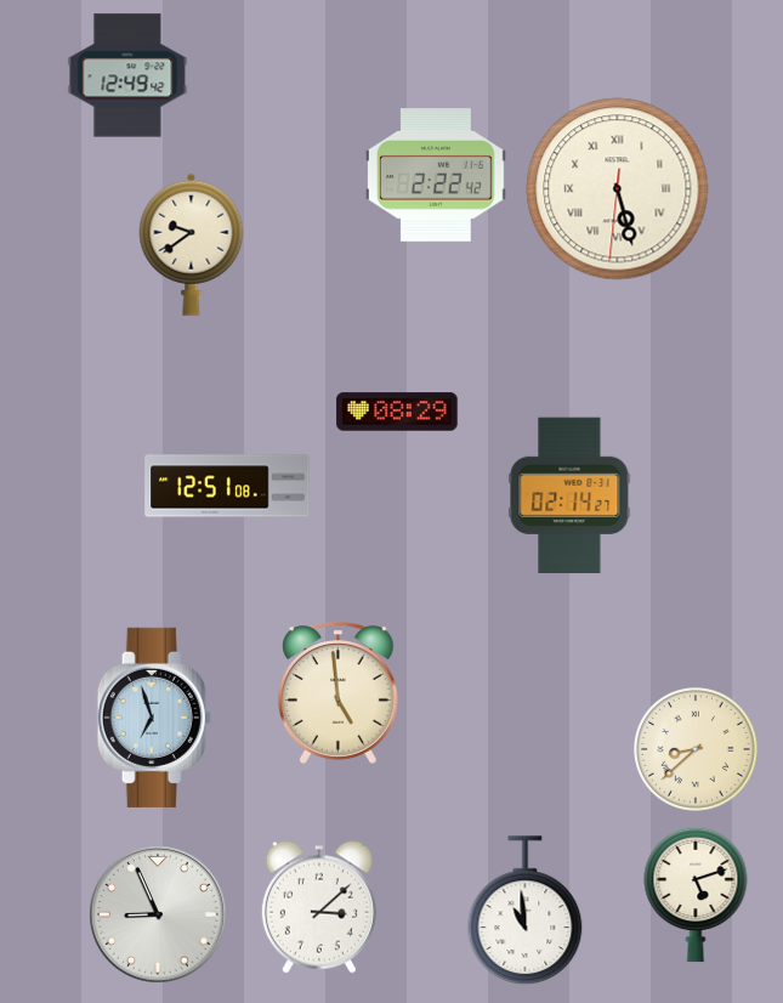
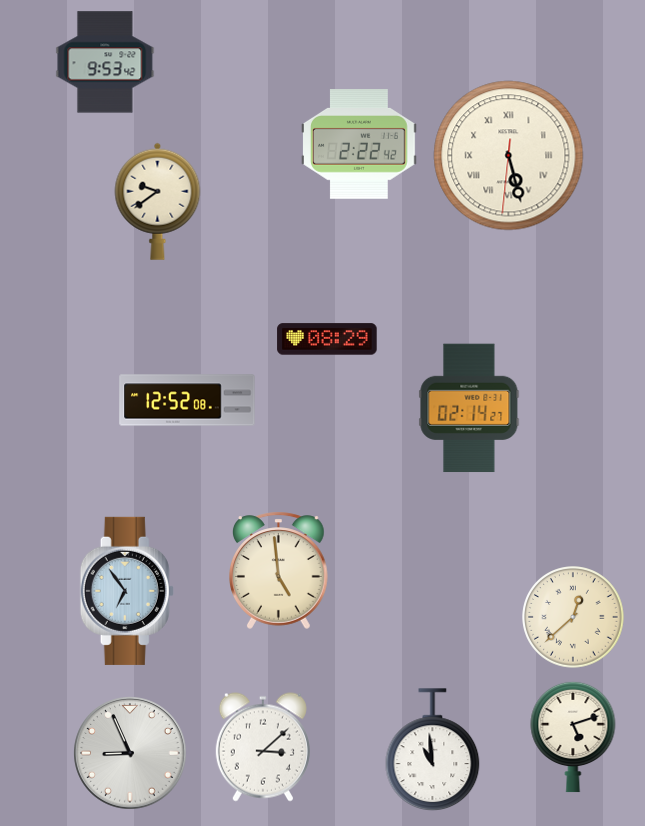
clock at (127, 75): 12:49 -> 9:53
clock at (227, 486): 12:51 -> 12:52
clock at (154, 718): 6:57 -> 6:54
clock at (696, 749): 8:38 -> 12:38
